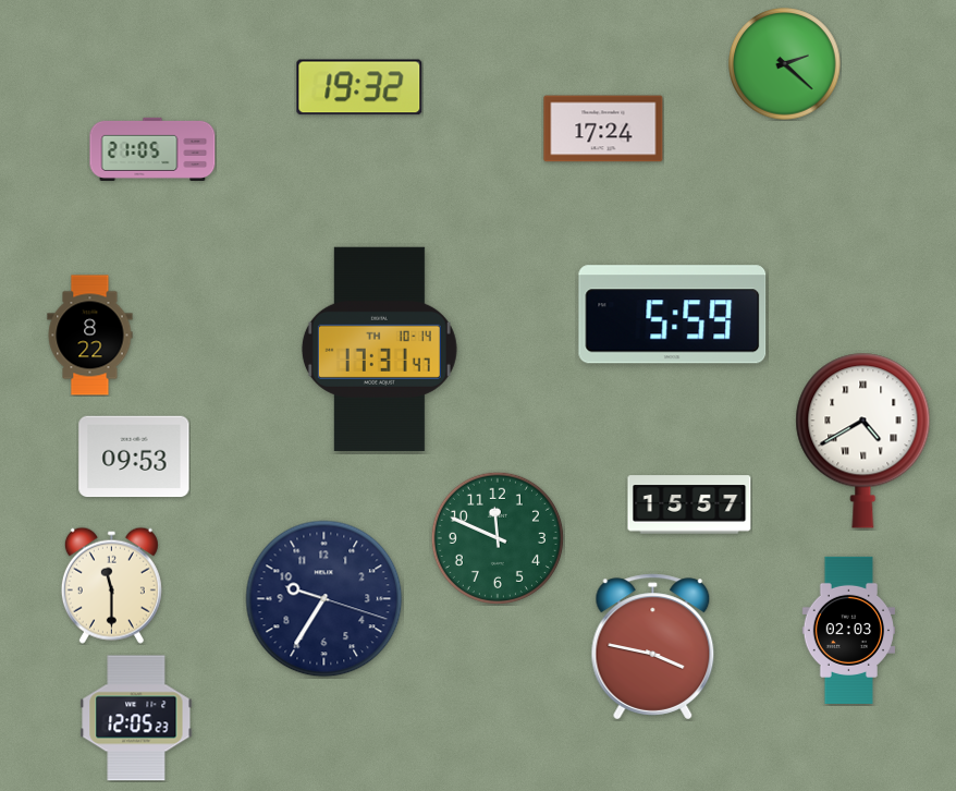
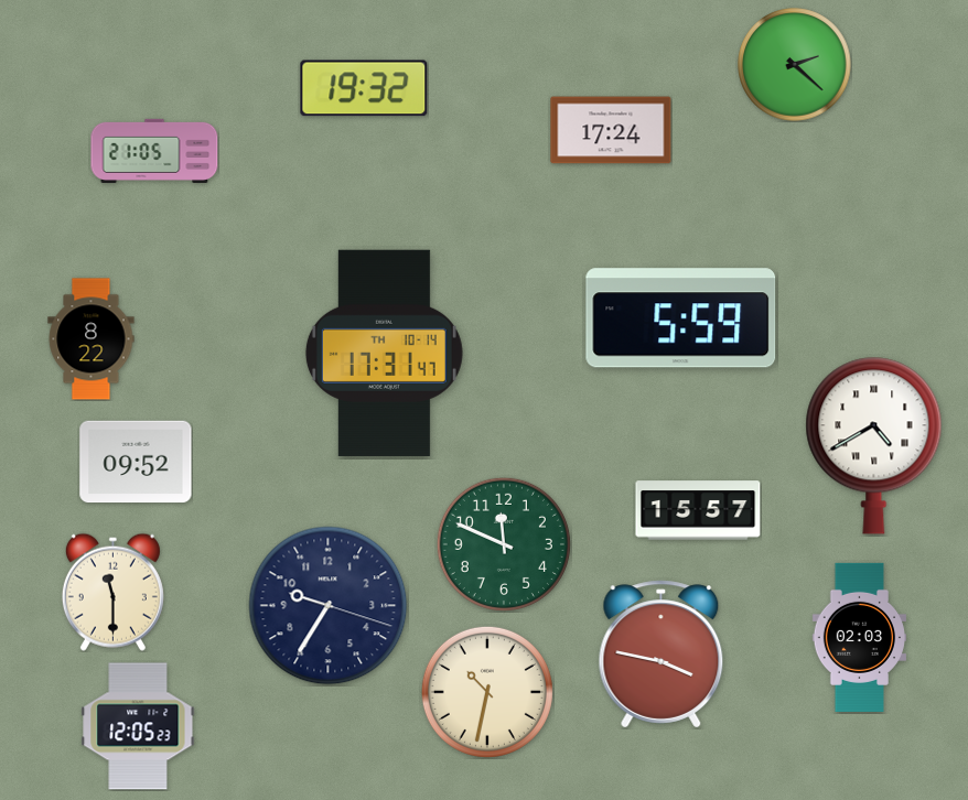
clock at (134, 457): 09:53 -> 09:52
clock at (487, 692): none -> 10:32
